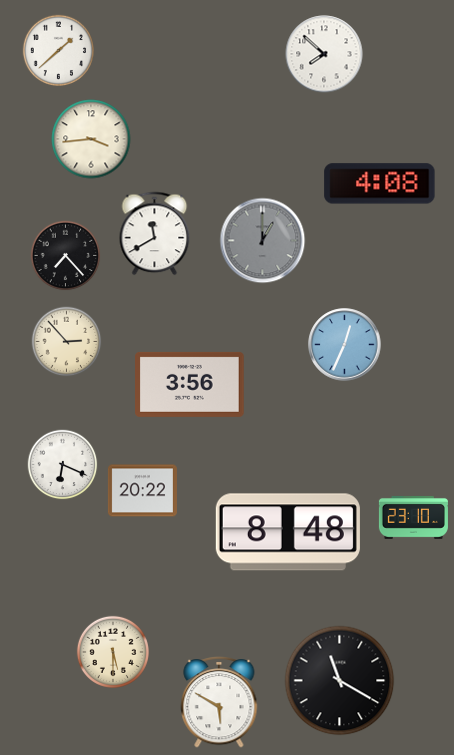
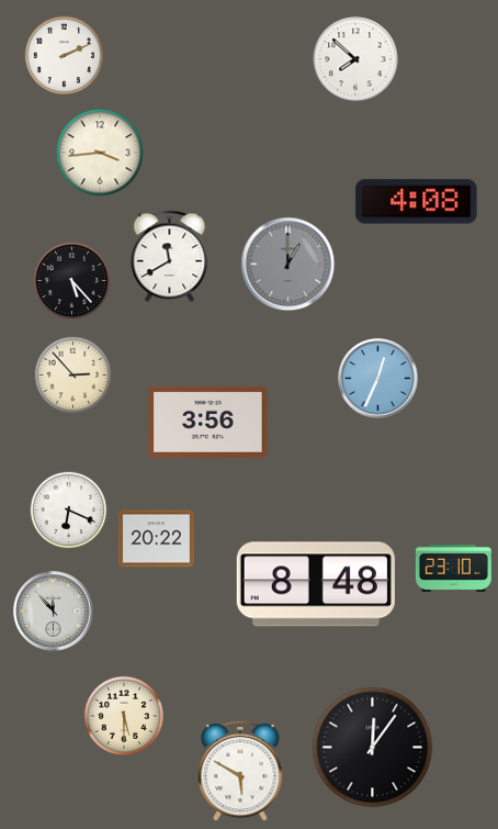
clock at (58, 50): 1:38 -> 2:11
clock at (66, 256): 7:23 -> 5:23
clock at (54, 612): none -> 11:53
clock at (340, 681): 11:20 -> 12:06
